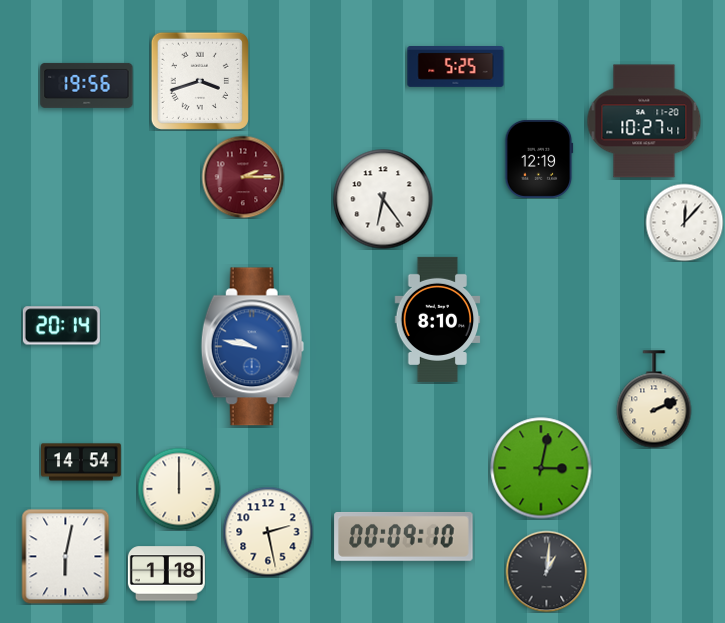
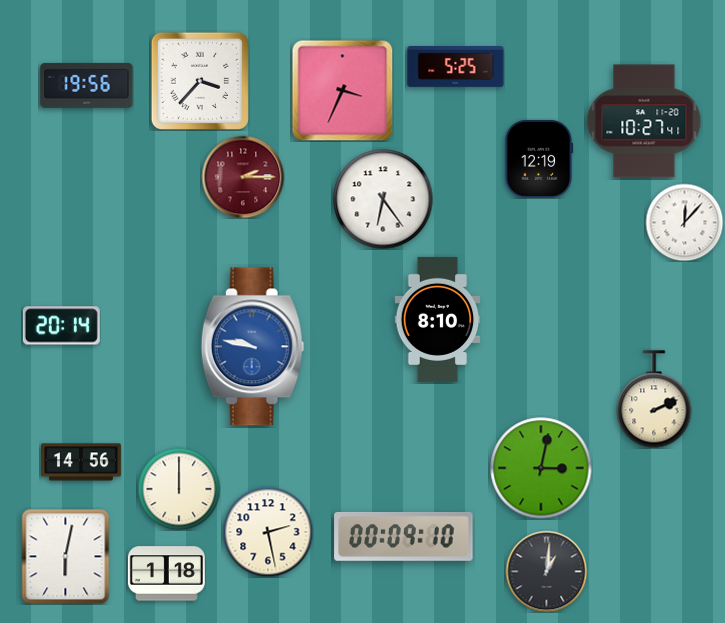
clock at (200, 81): 3:42 -> 3:37
clock at (342, 90): none -> 3:34
clock at (82, 462): 14:54 -> 14:56
